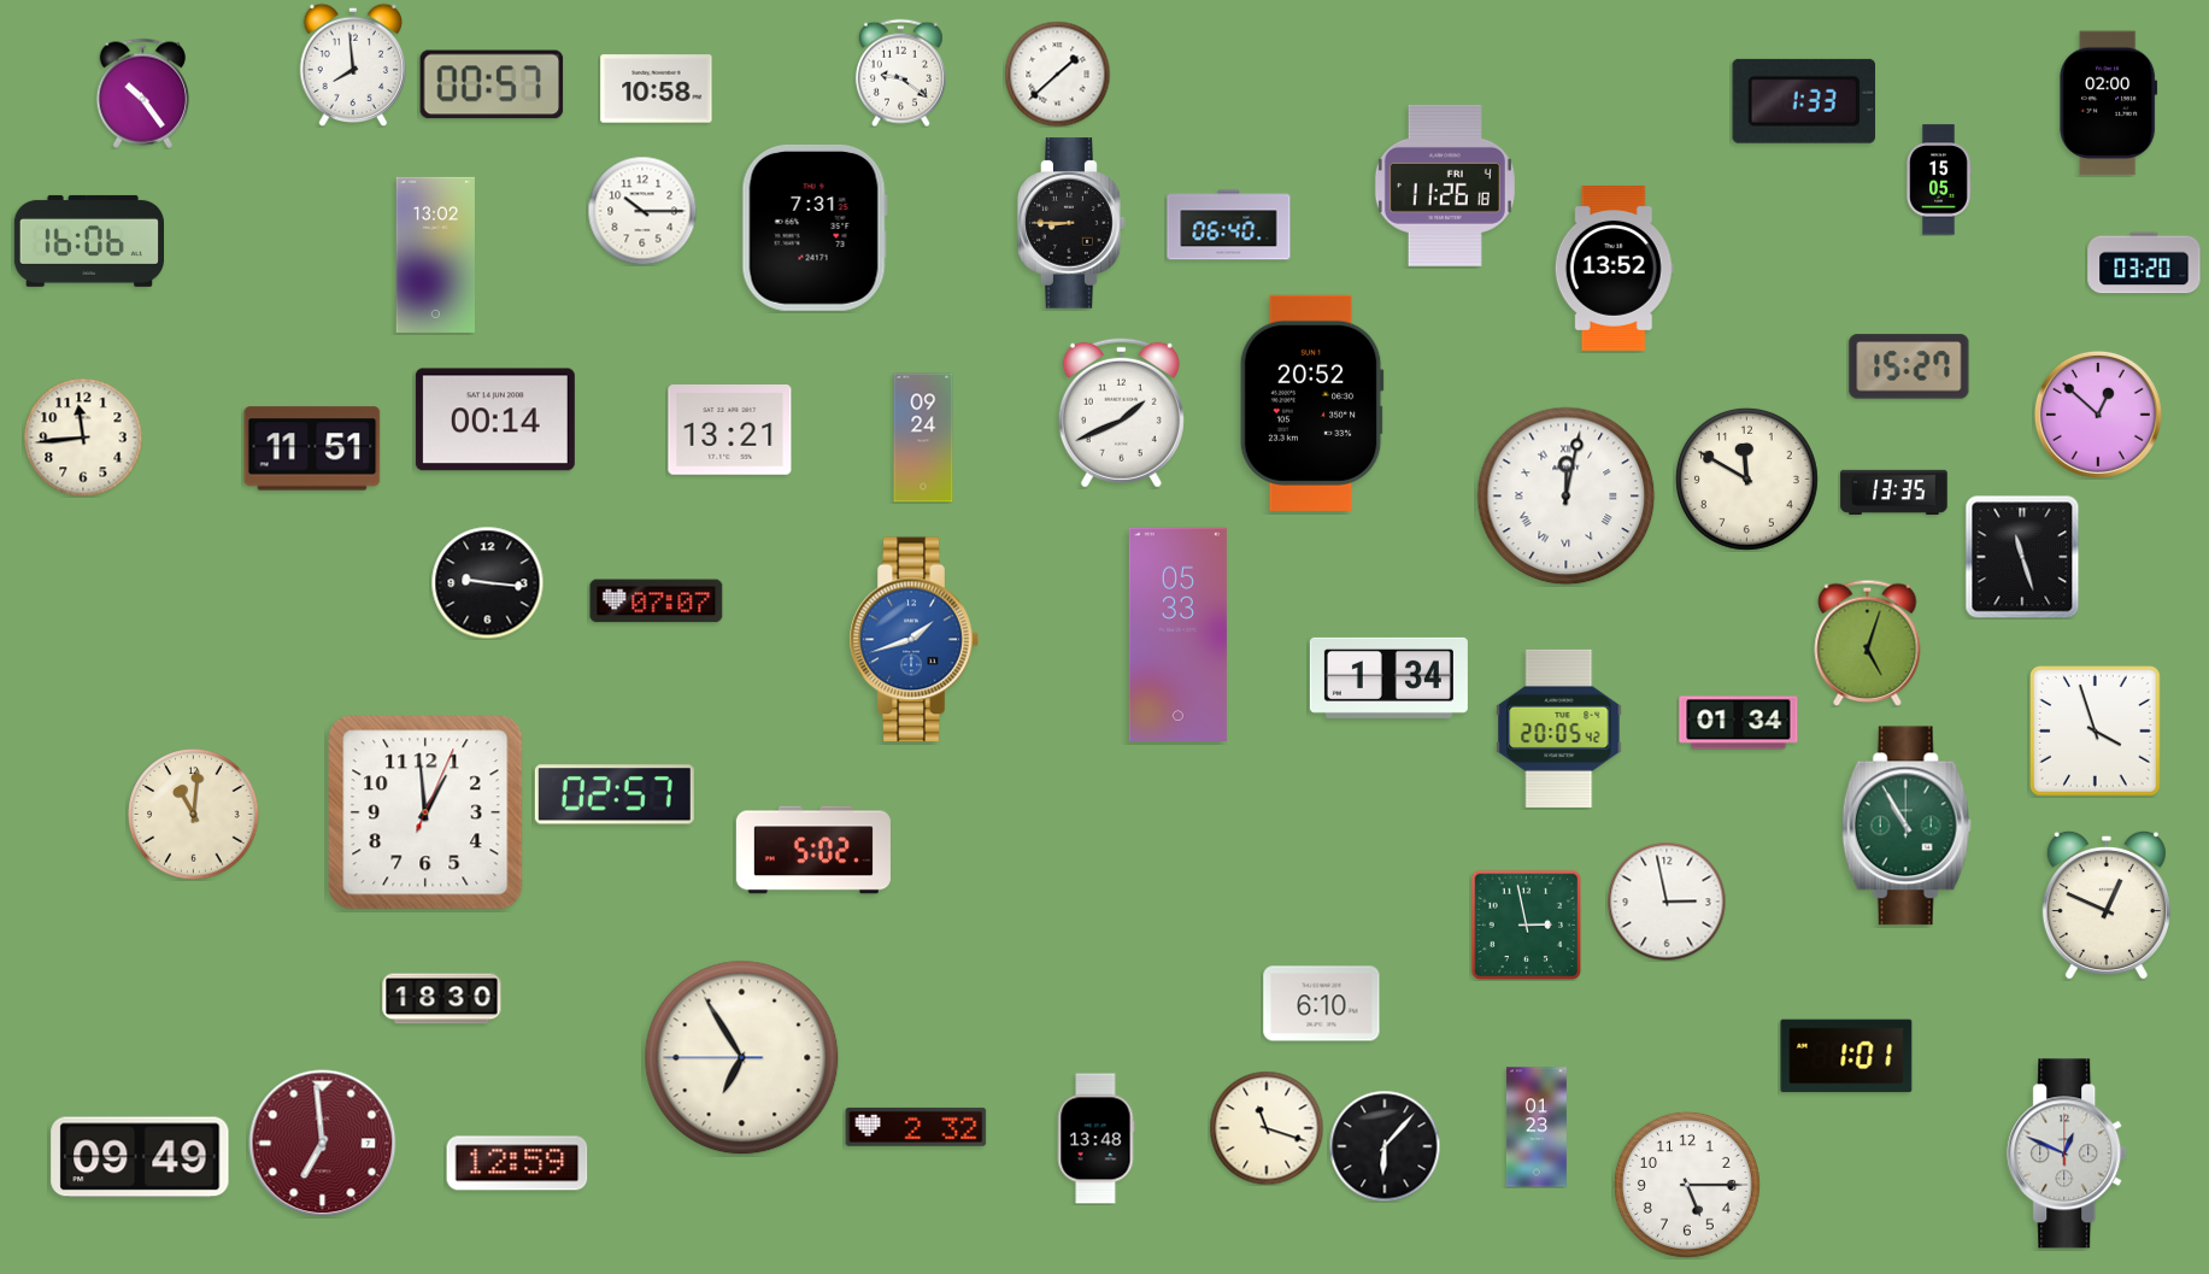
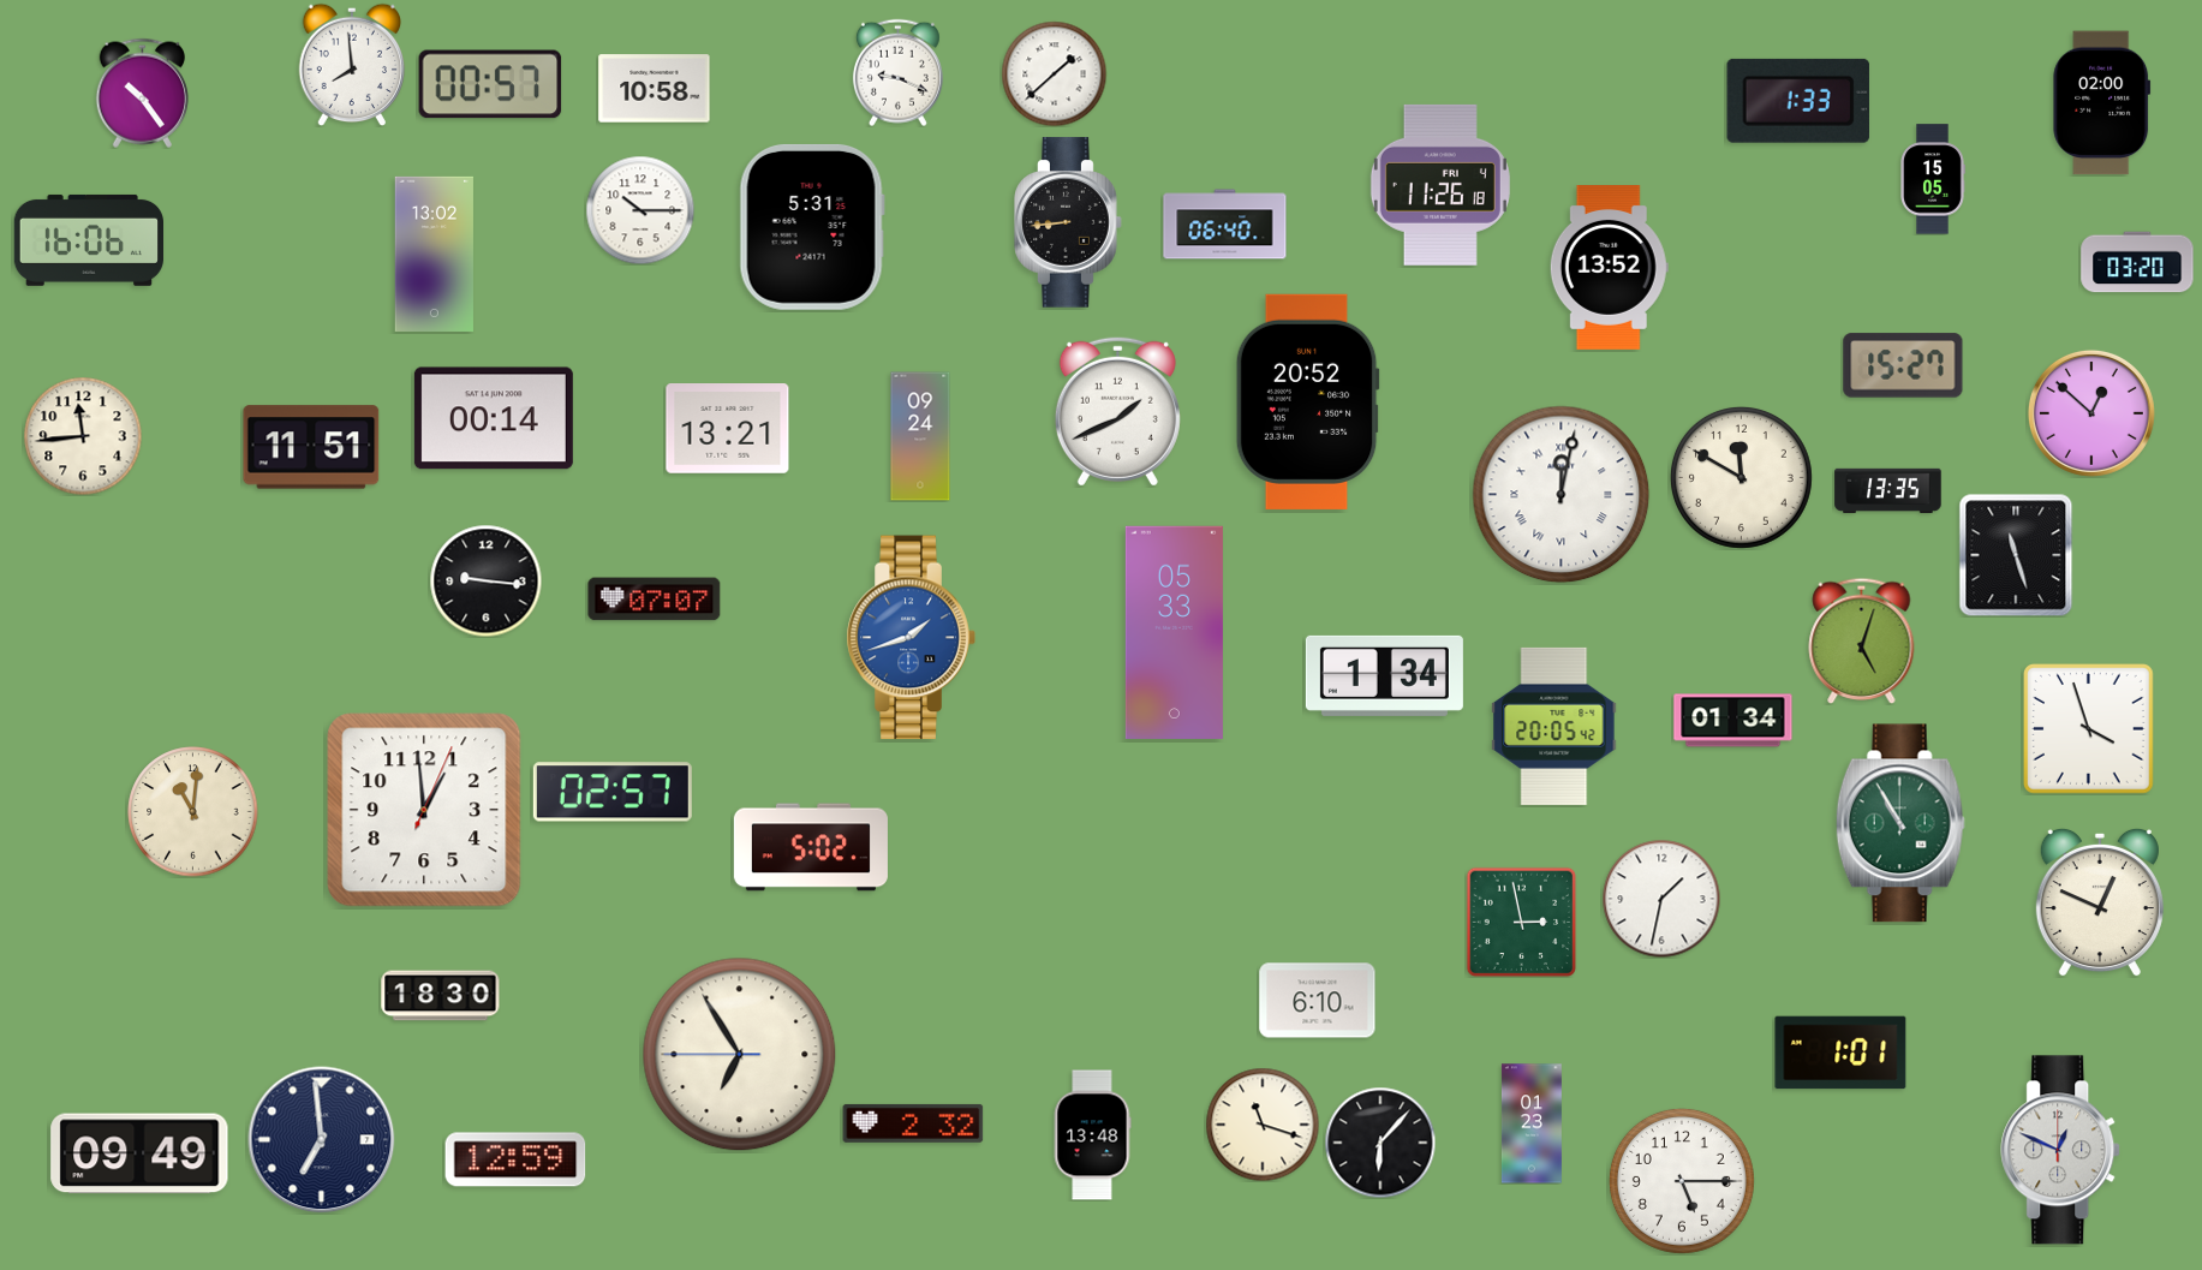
clock at (900, 72): 9:21 -> 9:19
clock at (1071, 223): 8:45 -> 8:44
clock at (815, 228): 7:31 -> 5:31
clock at (1667, 902): 2:58 -> 1:32
clock at (323, 1144) dial: burgundy -> navy
